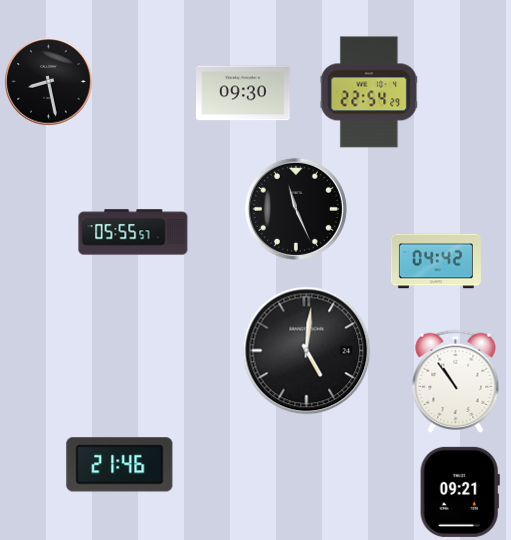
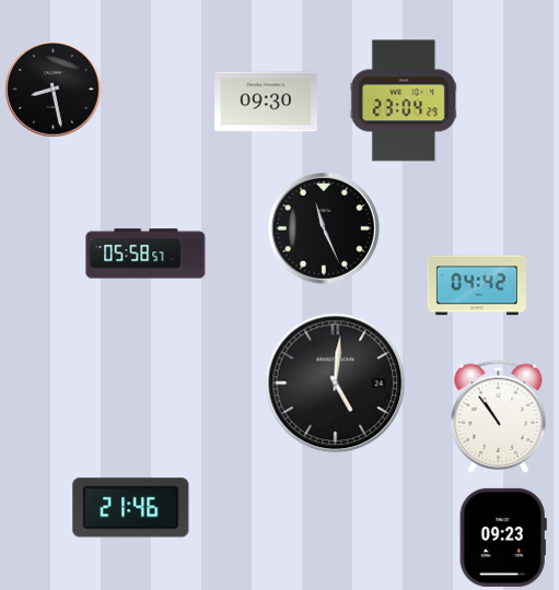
clock at (369, 92): 22:54 -> 23:04
clock at (133, 232): 05:55 -> 05:58
clock at (460, 492): 09:21 -> 09:23
